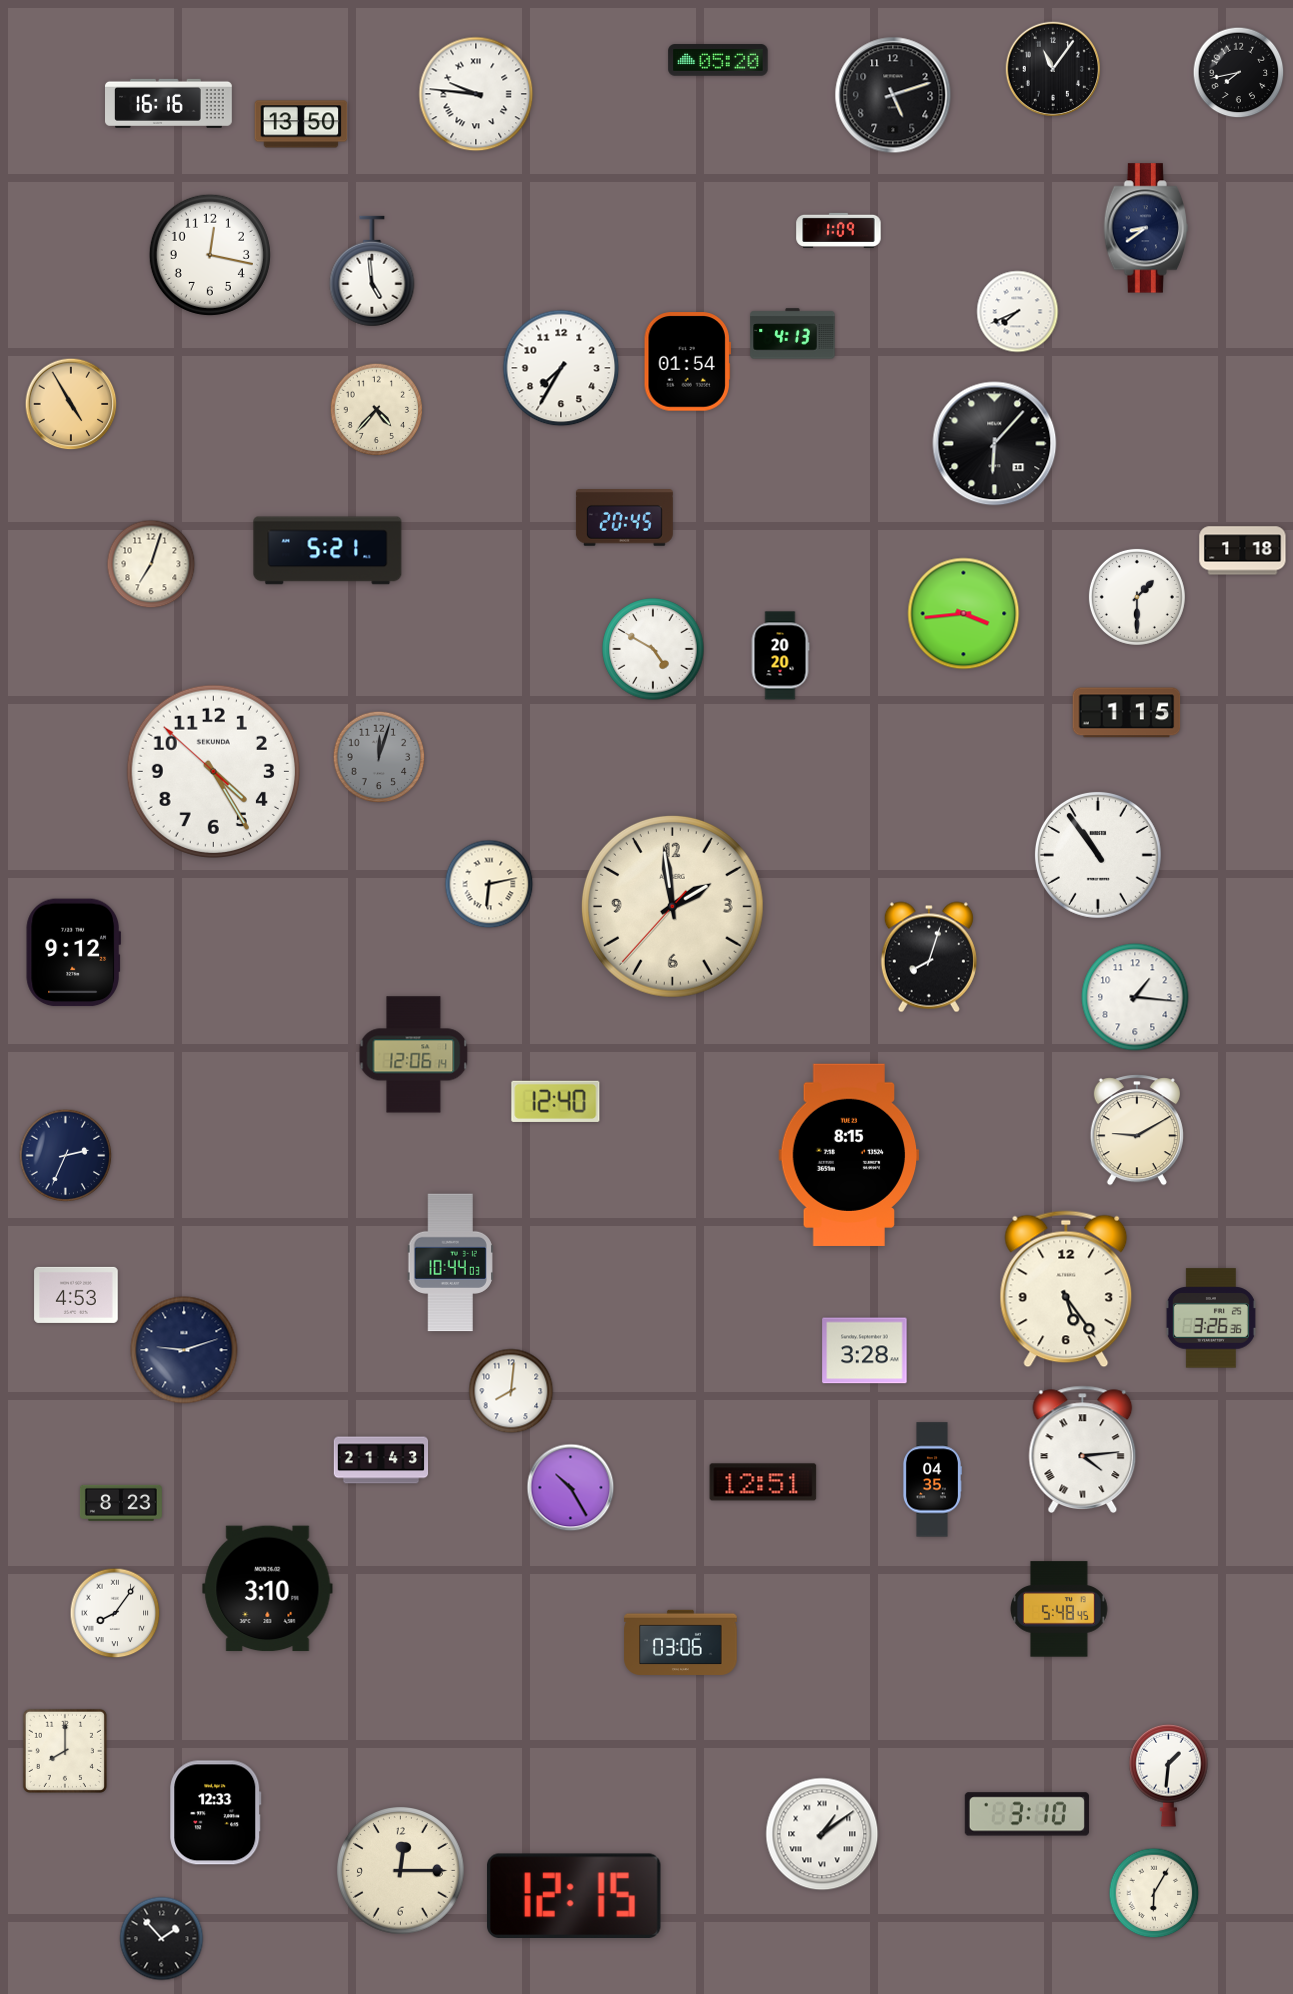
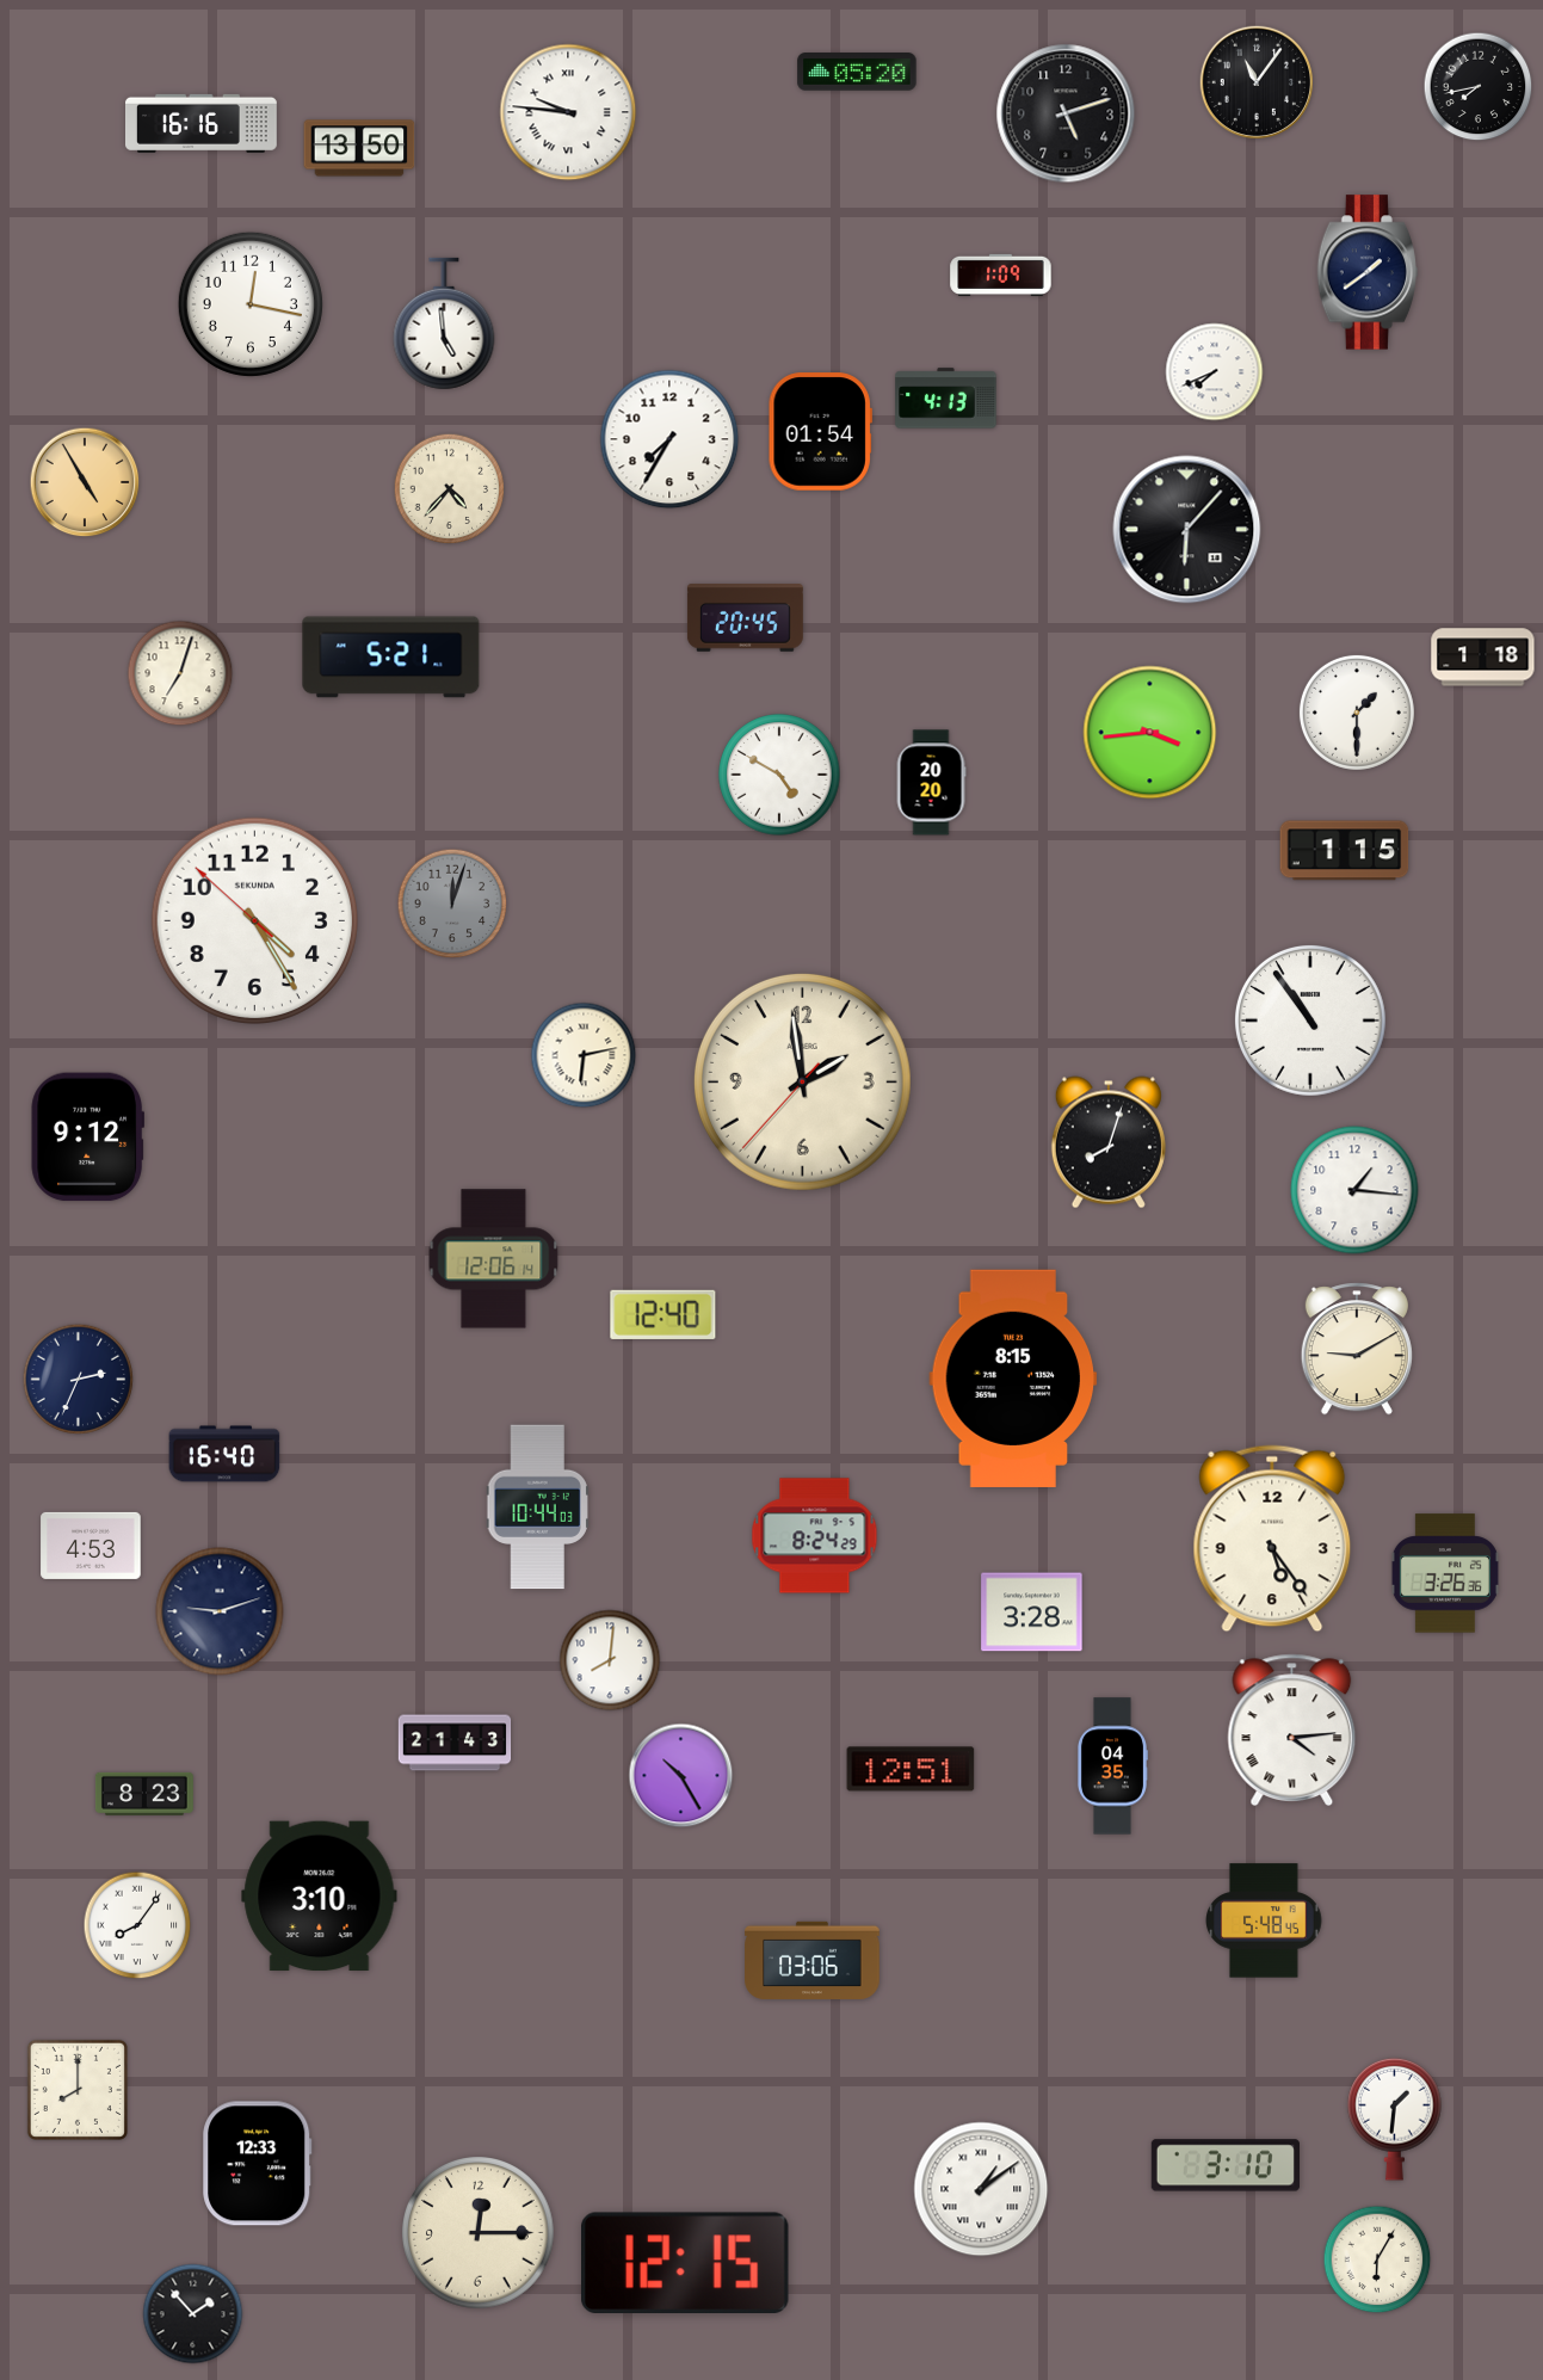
clock at (1146, 228): 8:39 -> 1:39
clock at (224, 1454): none -> 16:40
clock at (815, 1536): none -> 8:24
